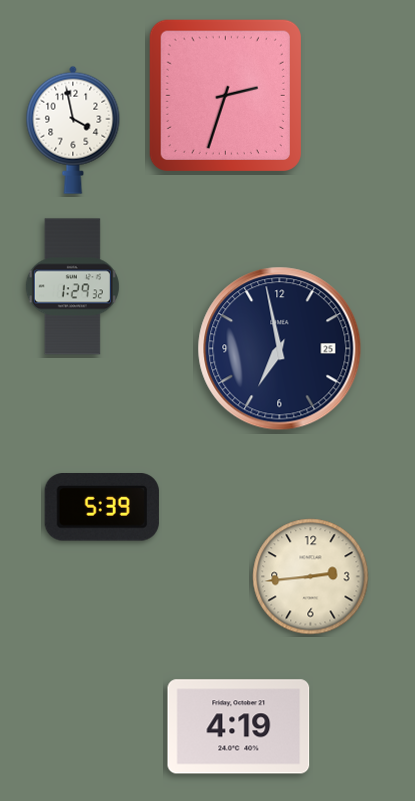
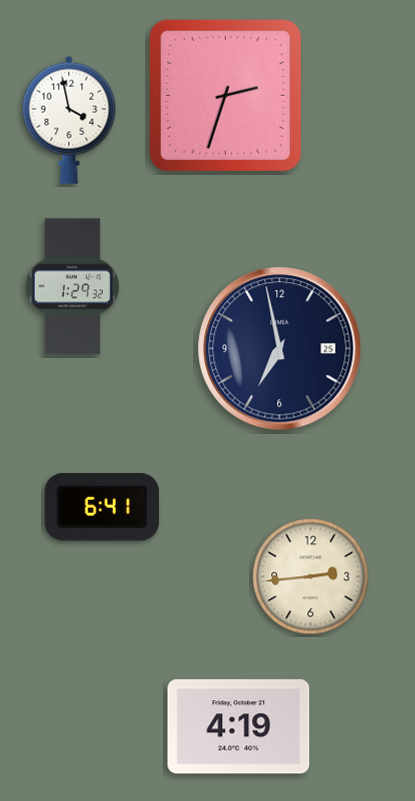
clock at (73, 130) position: (73, 130) -> (69, 120)
clock at (102, 508): 5:39 -> 6:41
